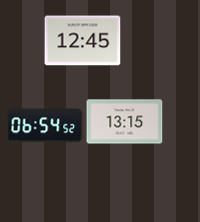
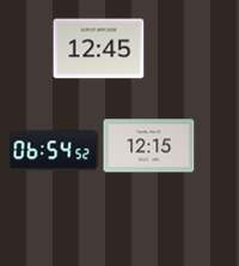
clock at (125, 122): 13:15 -> 12:15
